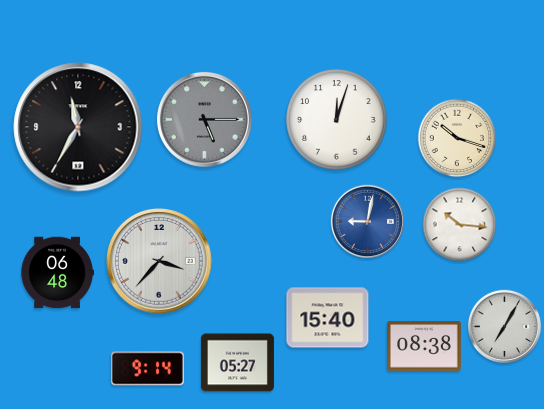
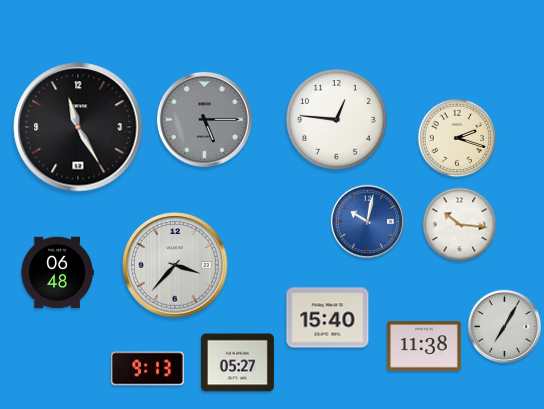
clock at (337, 120): 12:03 -> 12:46
clock at (78, 127): 11:35 -> 11:25
clock at (457, 138): 10:18 -> 2:18
clock at (367, 221): 9:02 -> 10:02
clock at (160, 262) position: (160, 262) -> (176, 266)
clock at (424, 346): 08:38 -> 11:38
clock at (147, 369): 9:14 -> 9:13
